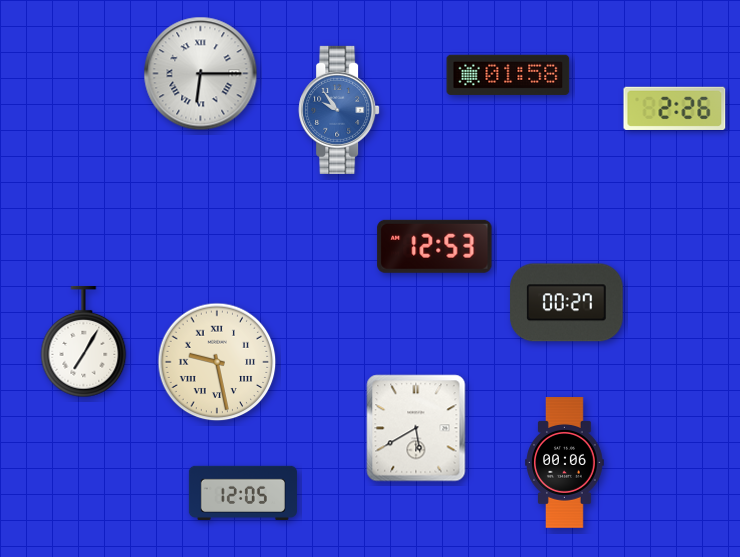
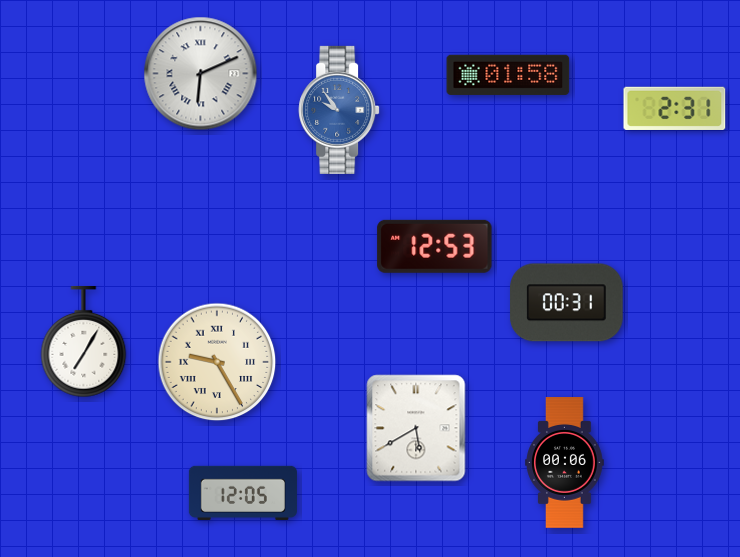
clock at (201, 74): 6:15 -> 6:11
clock at (675, 108): 2:26 -> 2:31
clock at (567, 303): 00:27 -> 00:31
clock at (217, 362): 9:28 -> 9:25
